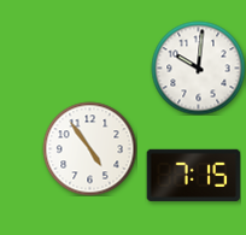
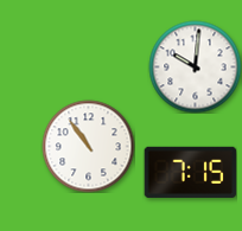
clock at (89, 148): 4:54 -> 10:54
